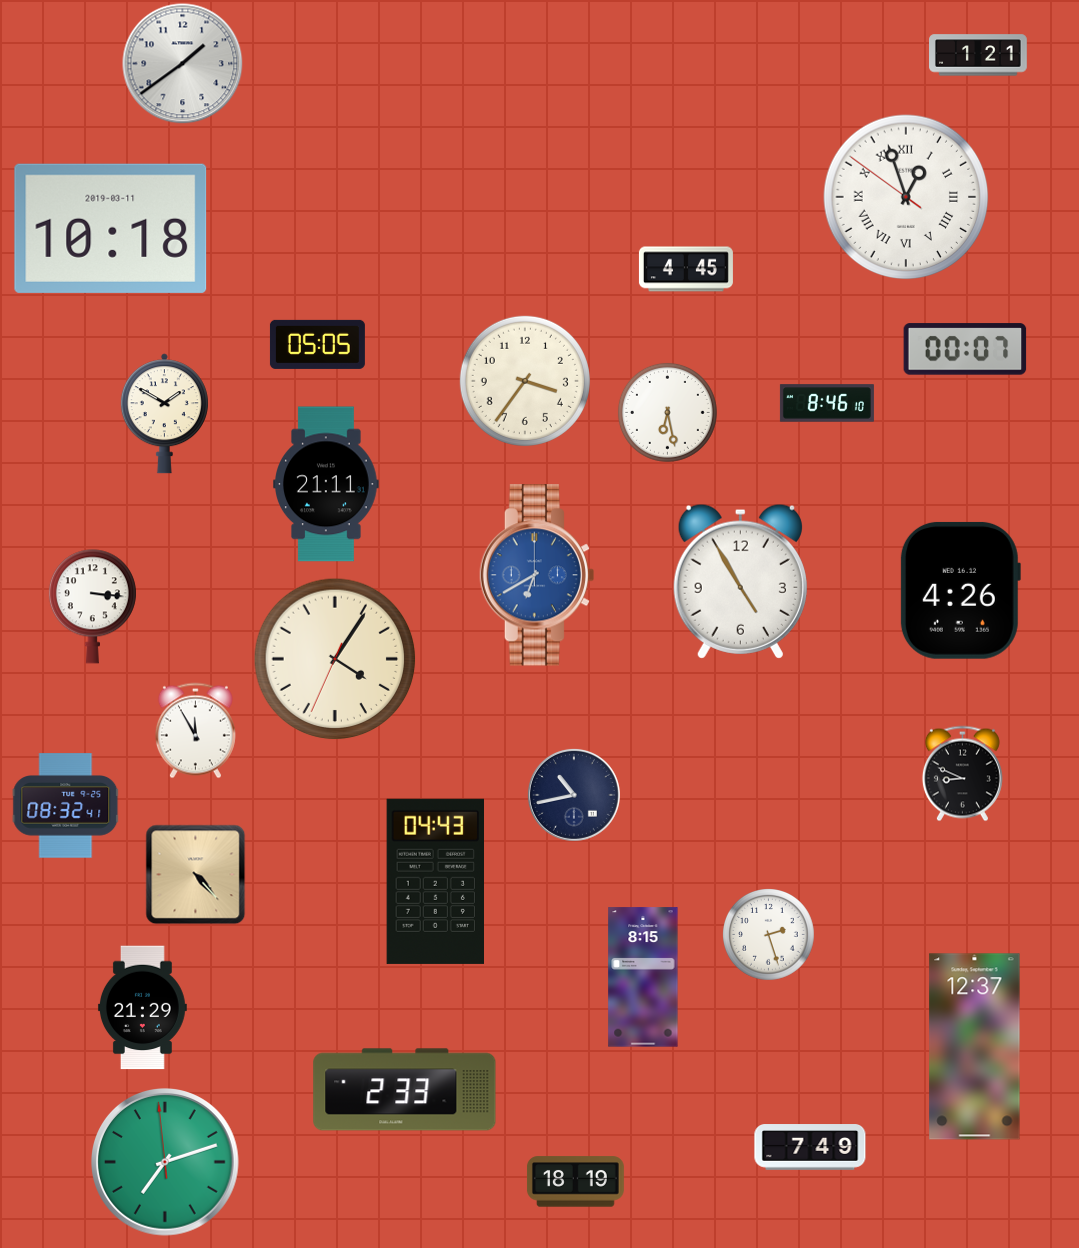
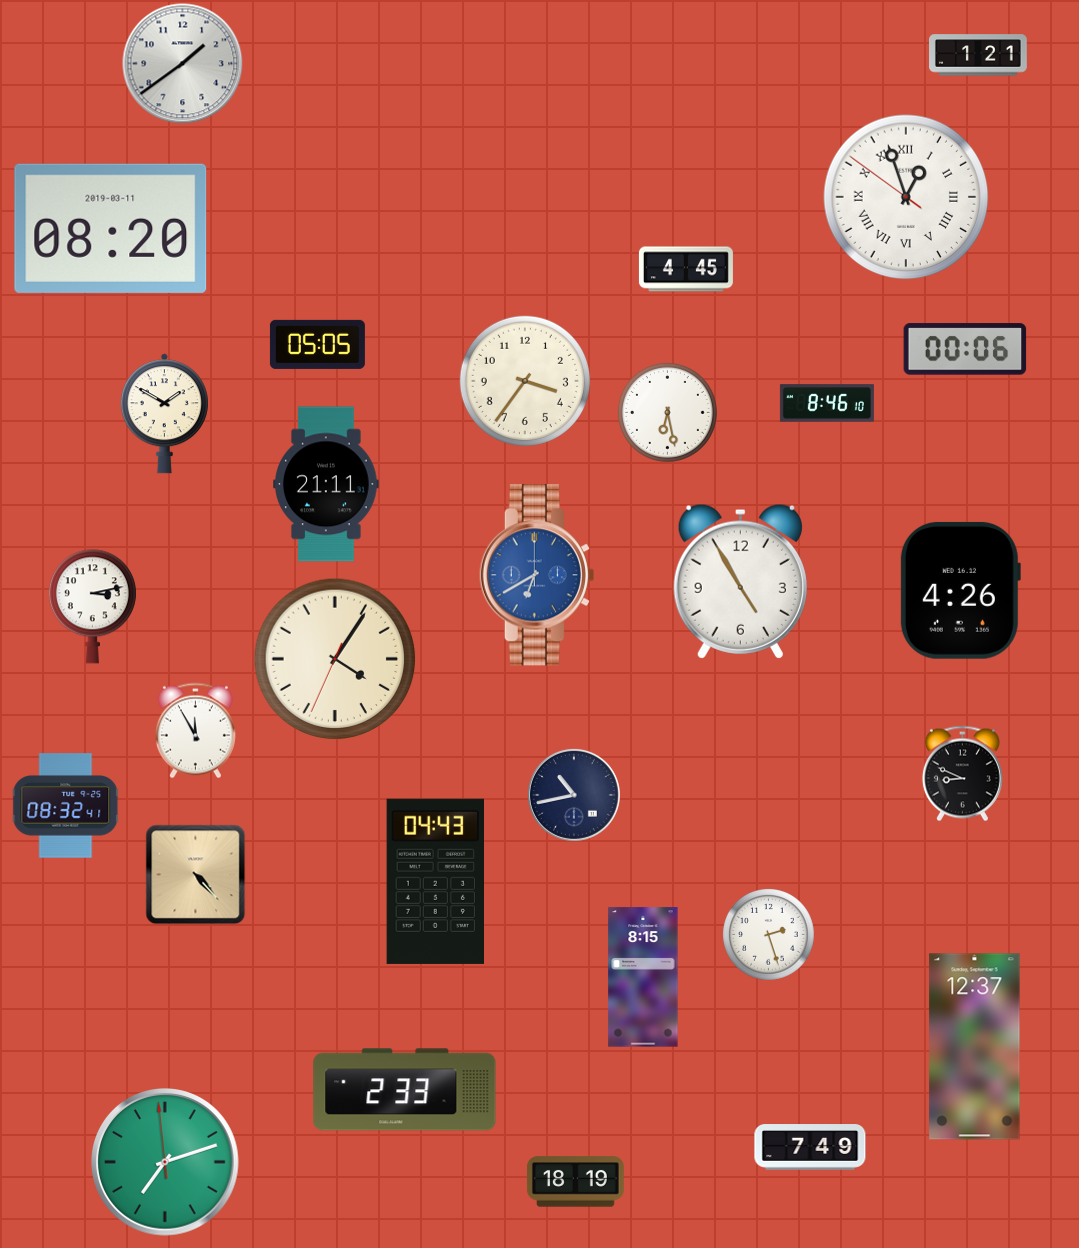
clock at (111, 228): 10:18 -> 08:20
clock at (965, 349): 00:07 -> 00:06
clock at (92, 607): 3:16 -> 3:13
clock at (142, 1008): 21:29 -> none
